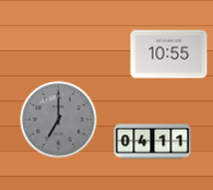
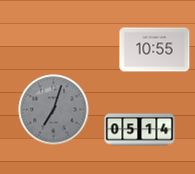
clock at (59, 120): 7:00 -> 7:03
clock at (153, 142): 04:11 -> 05:14
